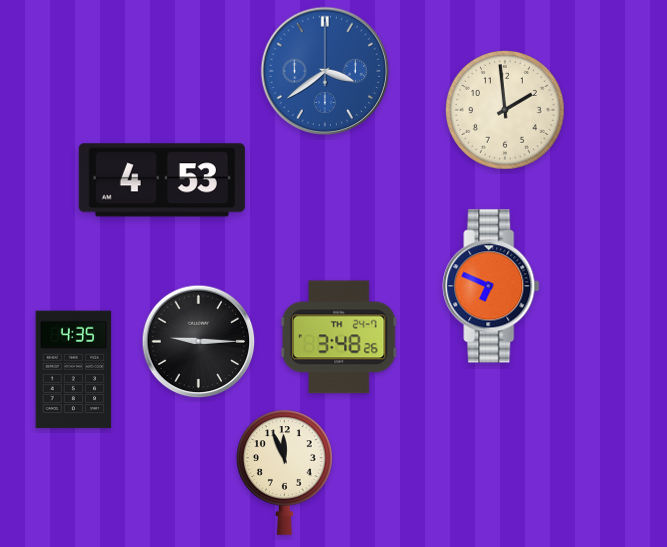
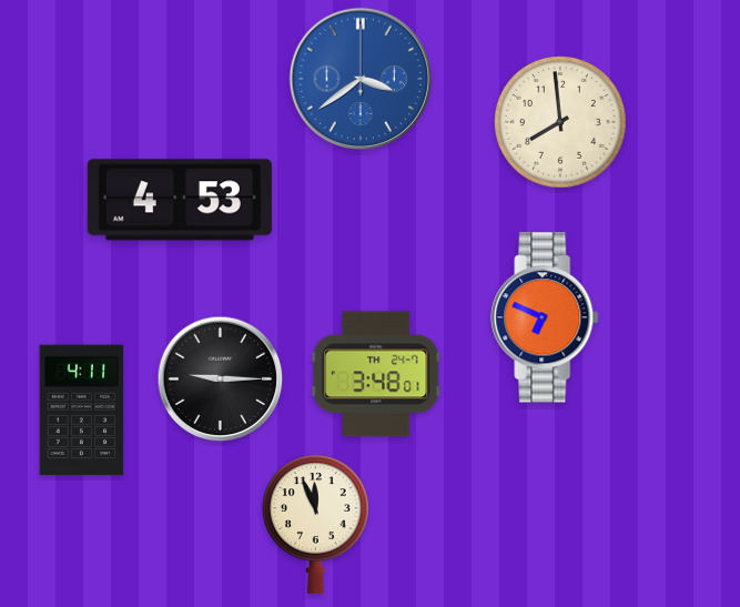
clock at (506, 111): 1:59 -> 7:59
clock at (339, 337): 3:48:26 -> 3:48:01
clock at (74, 370): 4:35 -> 4:11
